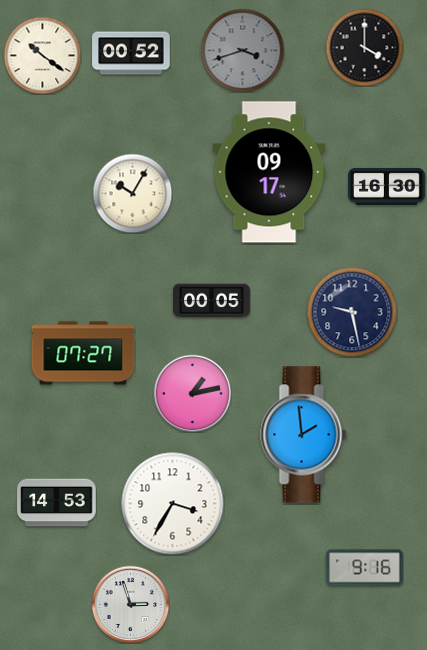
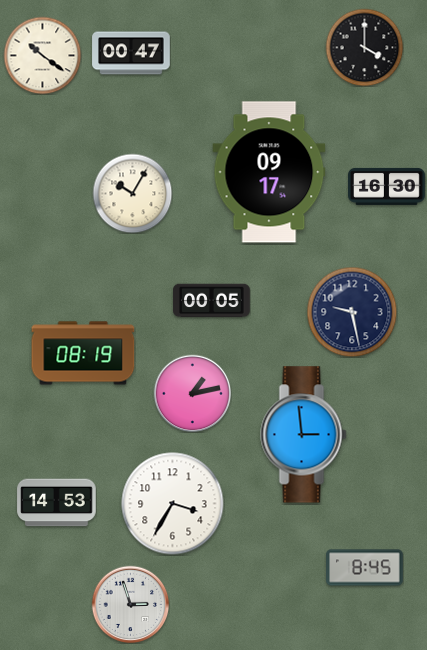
clock at (242, 50): 3:42 -> none
clock at (131, 53): 00:52 -> 00:47
clock at (83, 353): 07:27 -> 08:19
clock at (304, 435): 1:59 -> 2:59
clock at (365, 568): 9:16 -> 8:45
